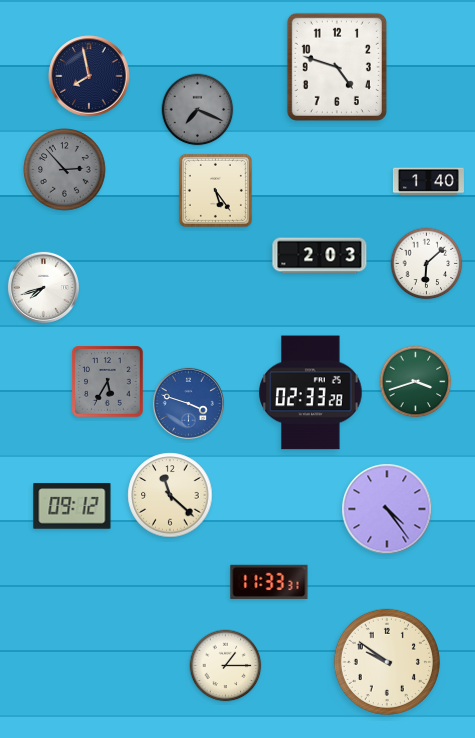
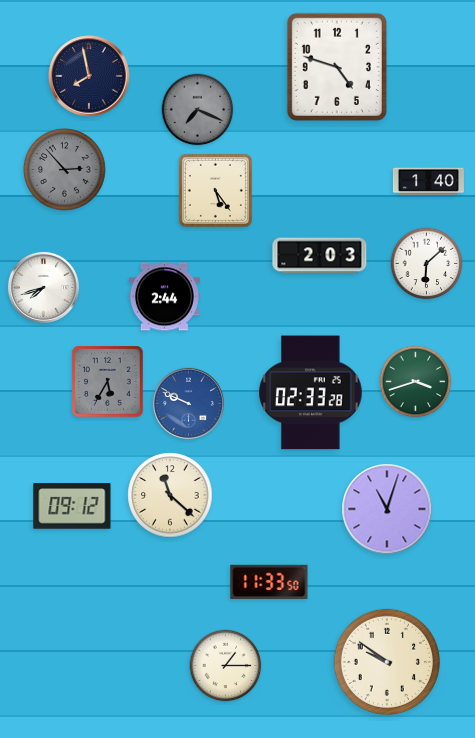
clock at (164, 297): none -> 2:44
clock at (188, 403): 3:48 -> 9:49
clock at (387, 509): 4:24 -> 11:03
clock at (269, 581): 11:33:31 -> 11:33:50
